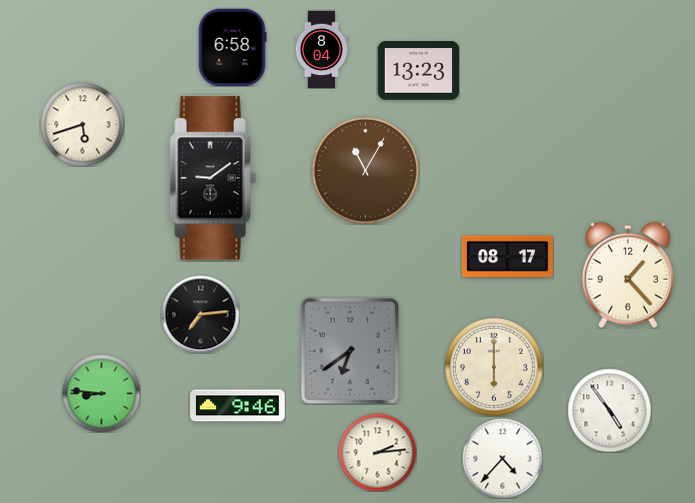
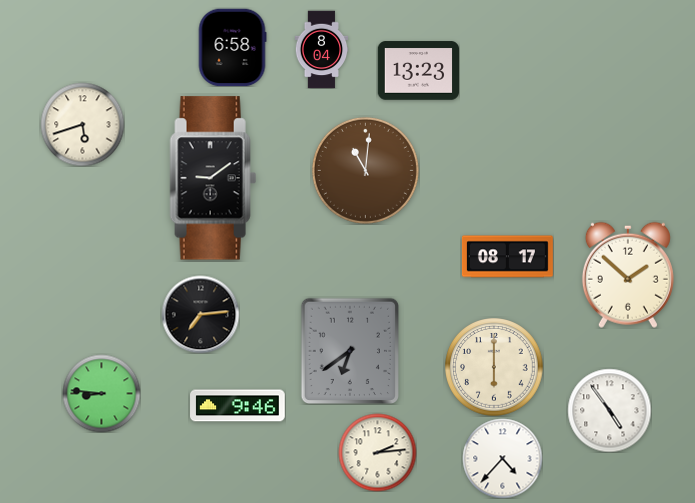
clock at (365, 170): 11:05 -> 11:01
clock at (628, 275): 1:23 -> 1:52
